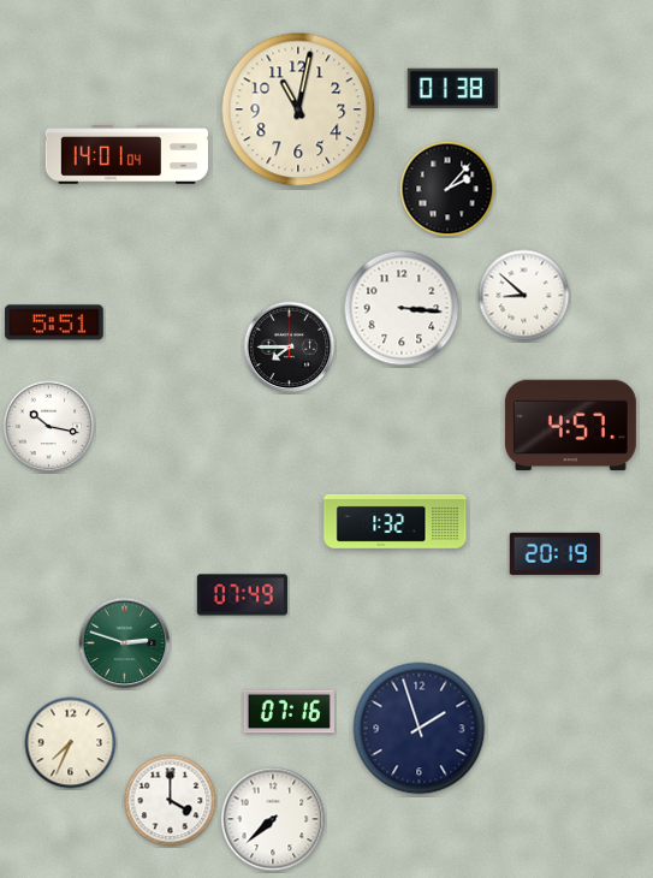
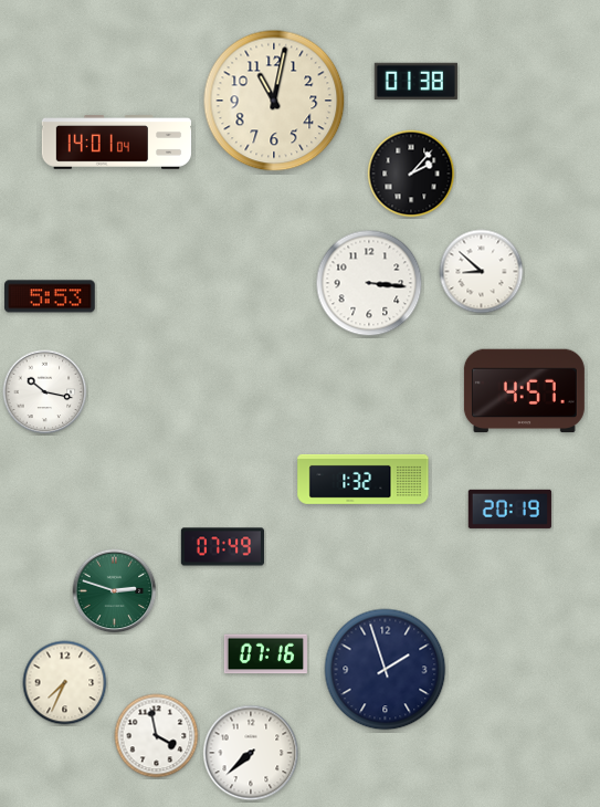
clock at (54, 322): 5:51 -> 5:53
clock at (290, 348): 7:45 -> none
clock at (171, 801): 4:00 -> 3:58
